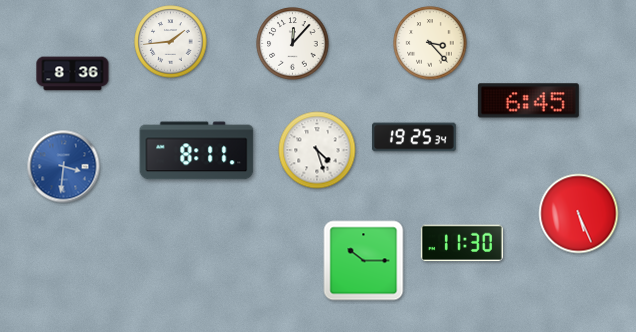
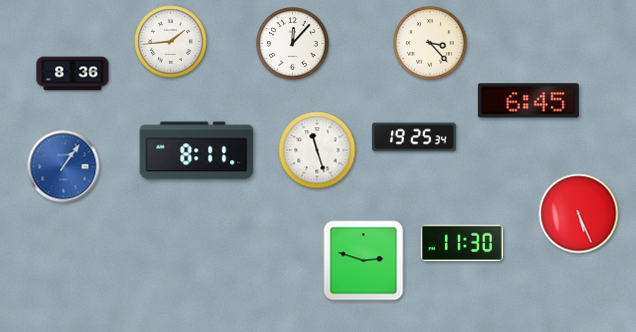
clock at (317, 150): 4:27 -> 11:27
clock at (64, 167): 3:31 -> 1:06
clock at (364, 261): 10:15 -> 2:48
